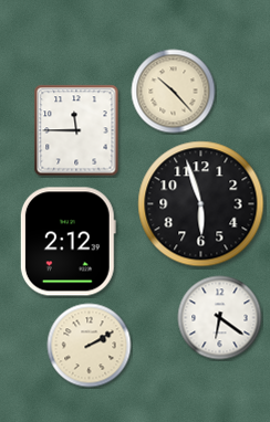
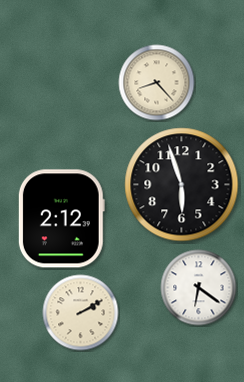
clock at (174, 92): 10:23 -> 8:23
clock at (76, 130): 11:45 -> none
